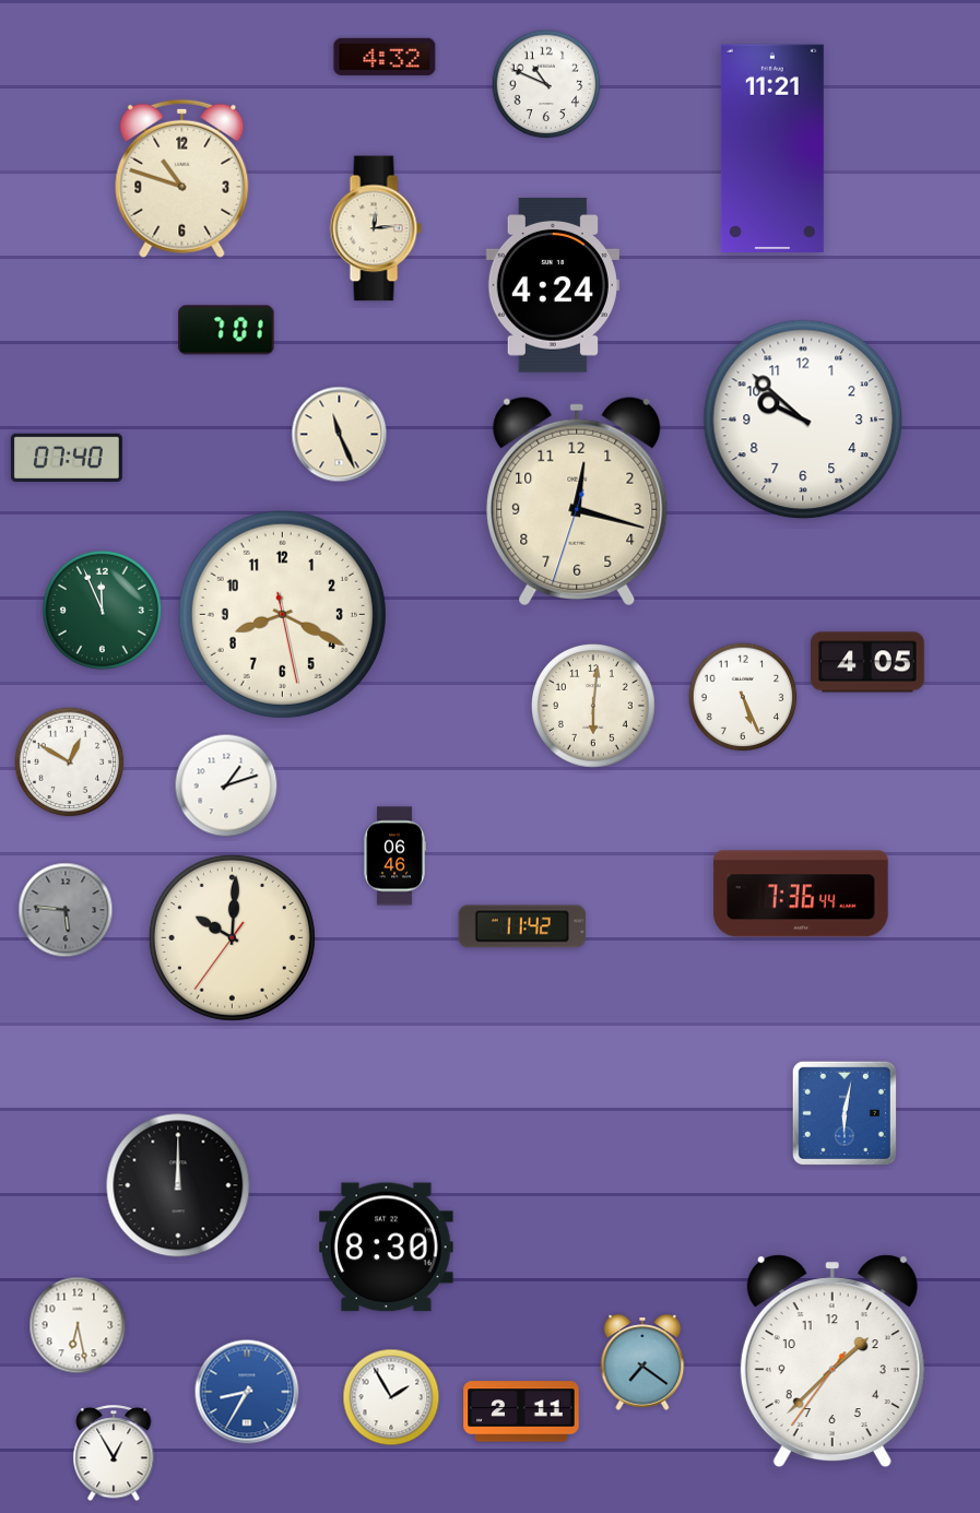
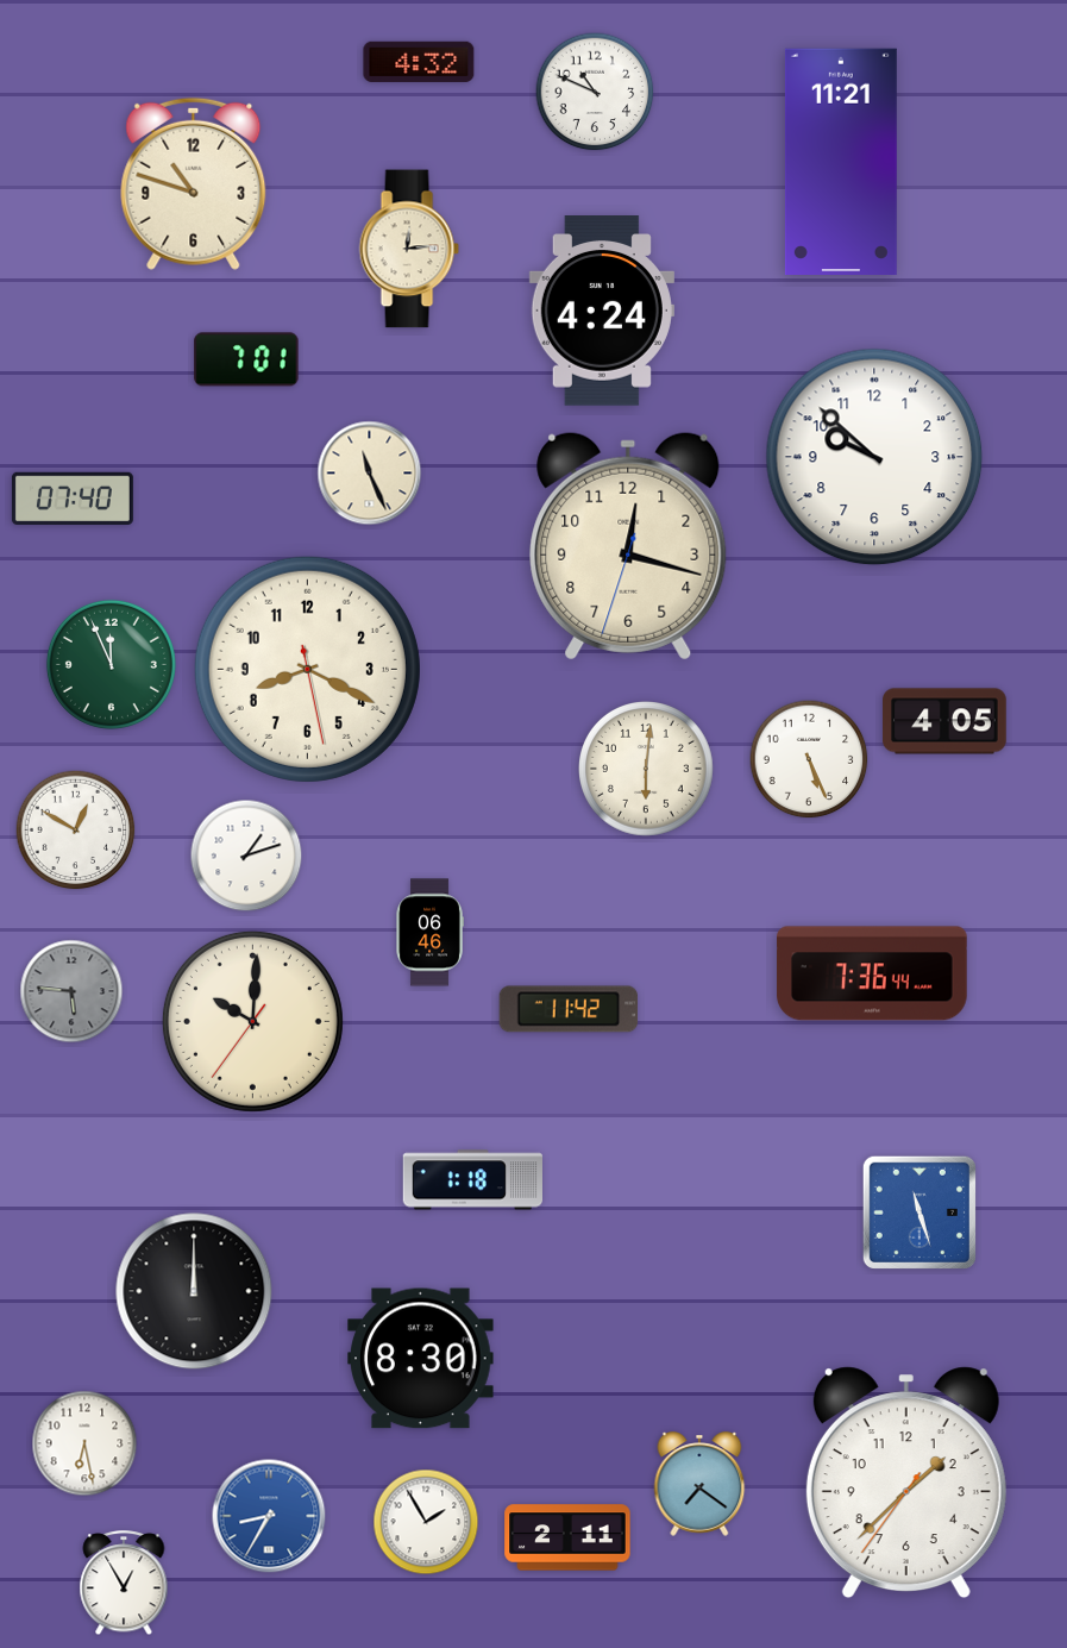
clock at (182, 178) position: (182, 178) -> (194, 183)
clock at (472, 1180): none -> 1:18
clock at (845, 1113): 6:02 -> 11:27
